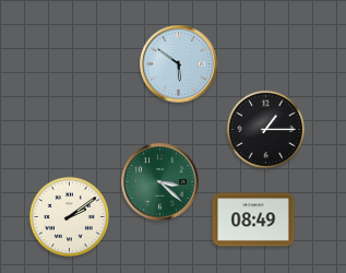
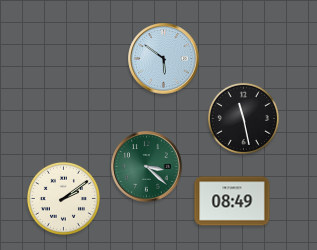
clock at (265, 129): 1:15 -> 11:28
